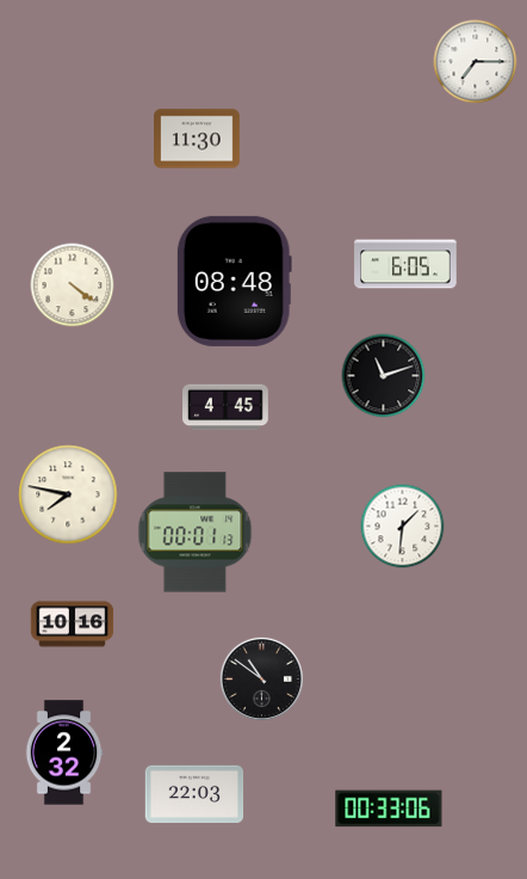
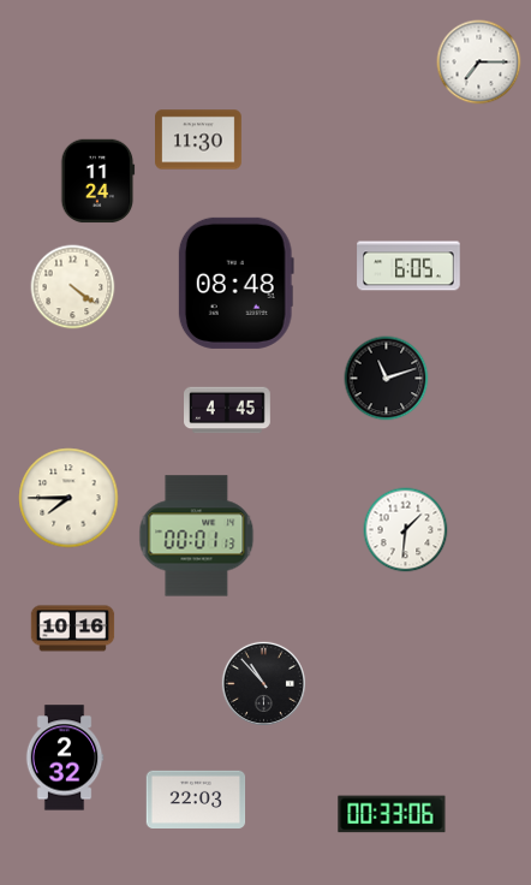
clock at (99, 182): none -> 11:24
clock at (68, 494): 7:47 -> 7:45
clock at (261, 678): 10:51 -> 10:53
